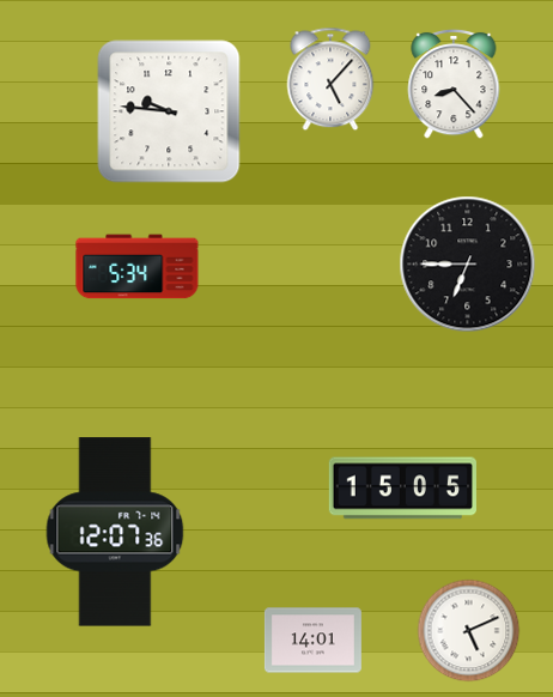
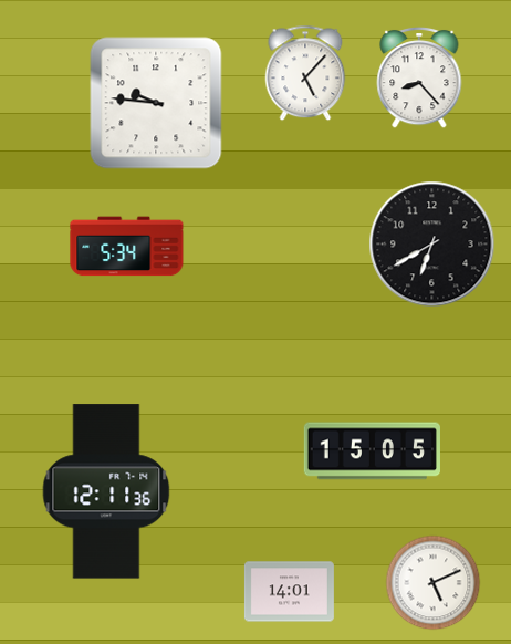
clock at (468, 265): 6:45 -> 6:40
clock at (115, 532): 12:07 -> 12:11
